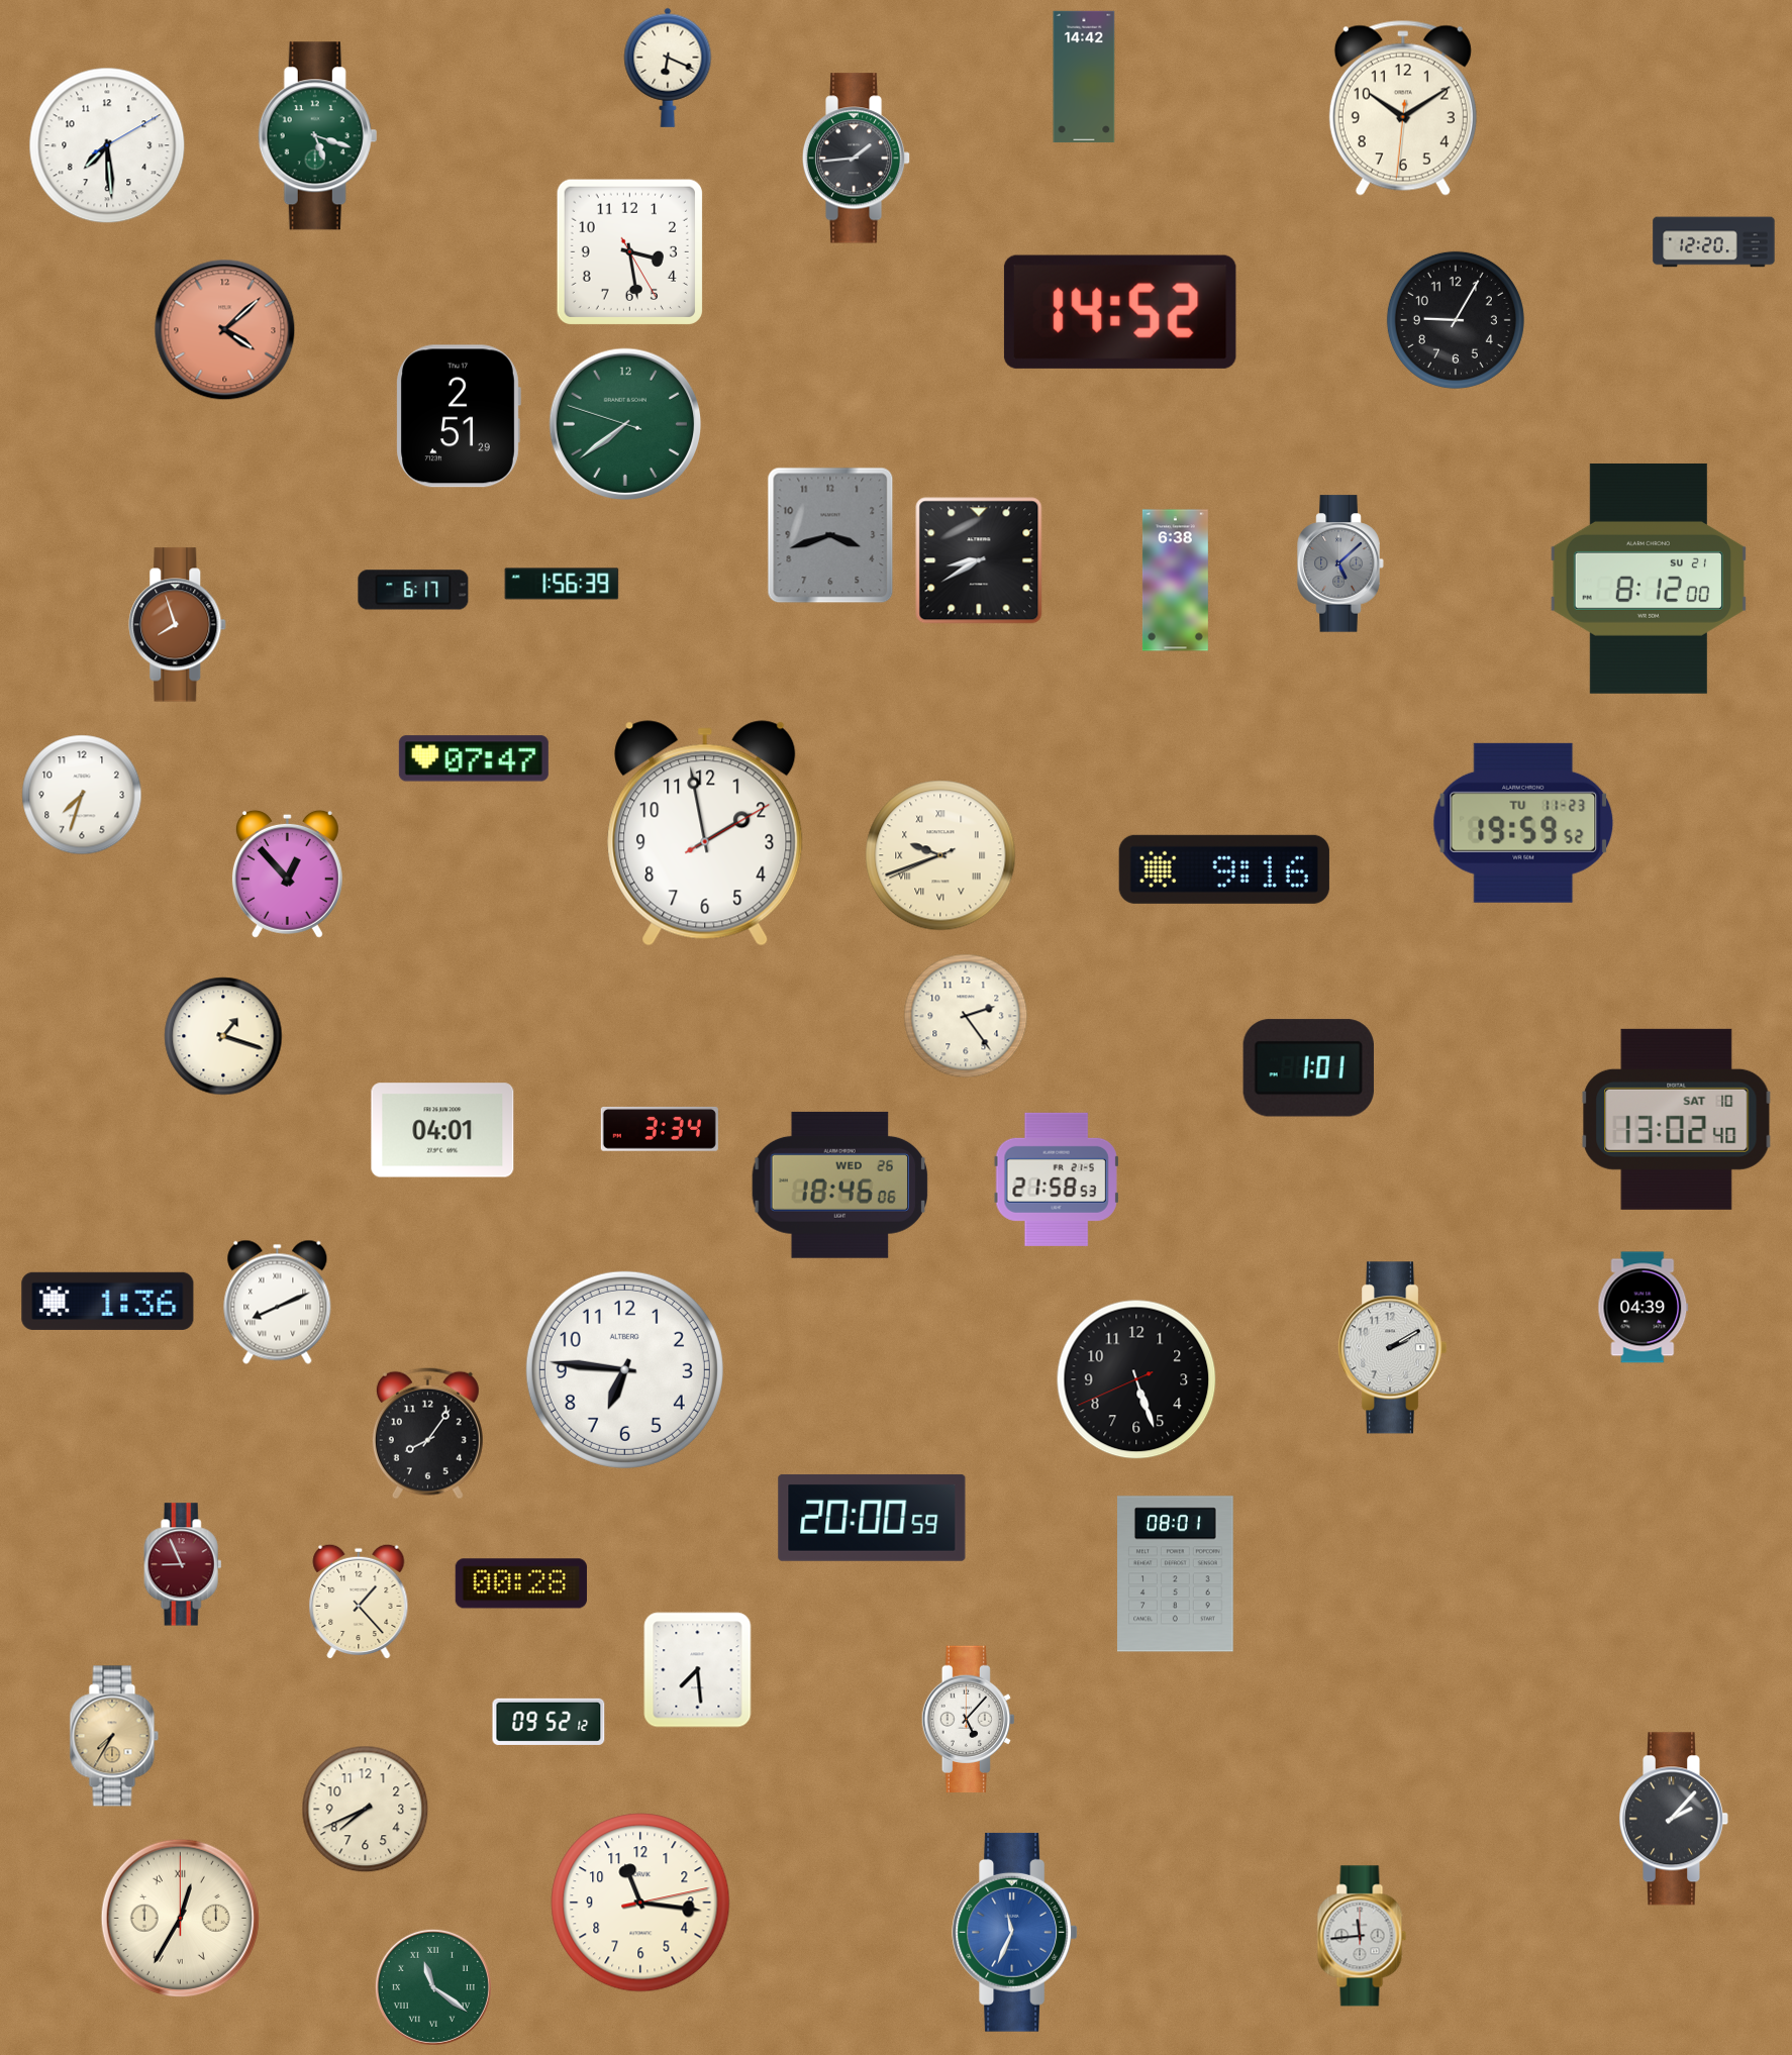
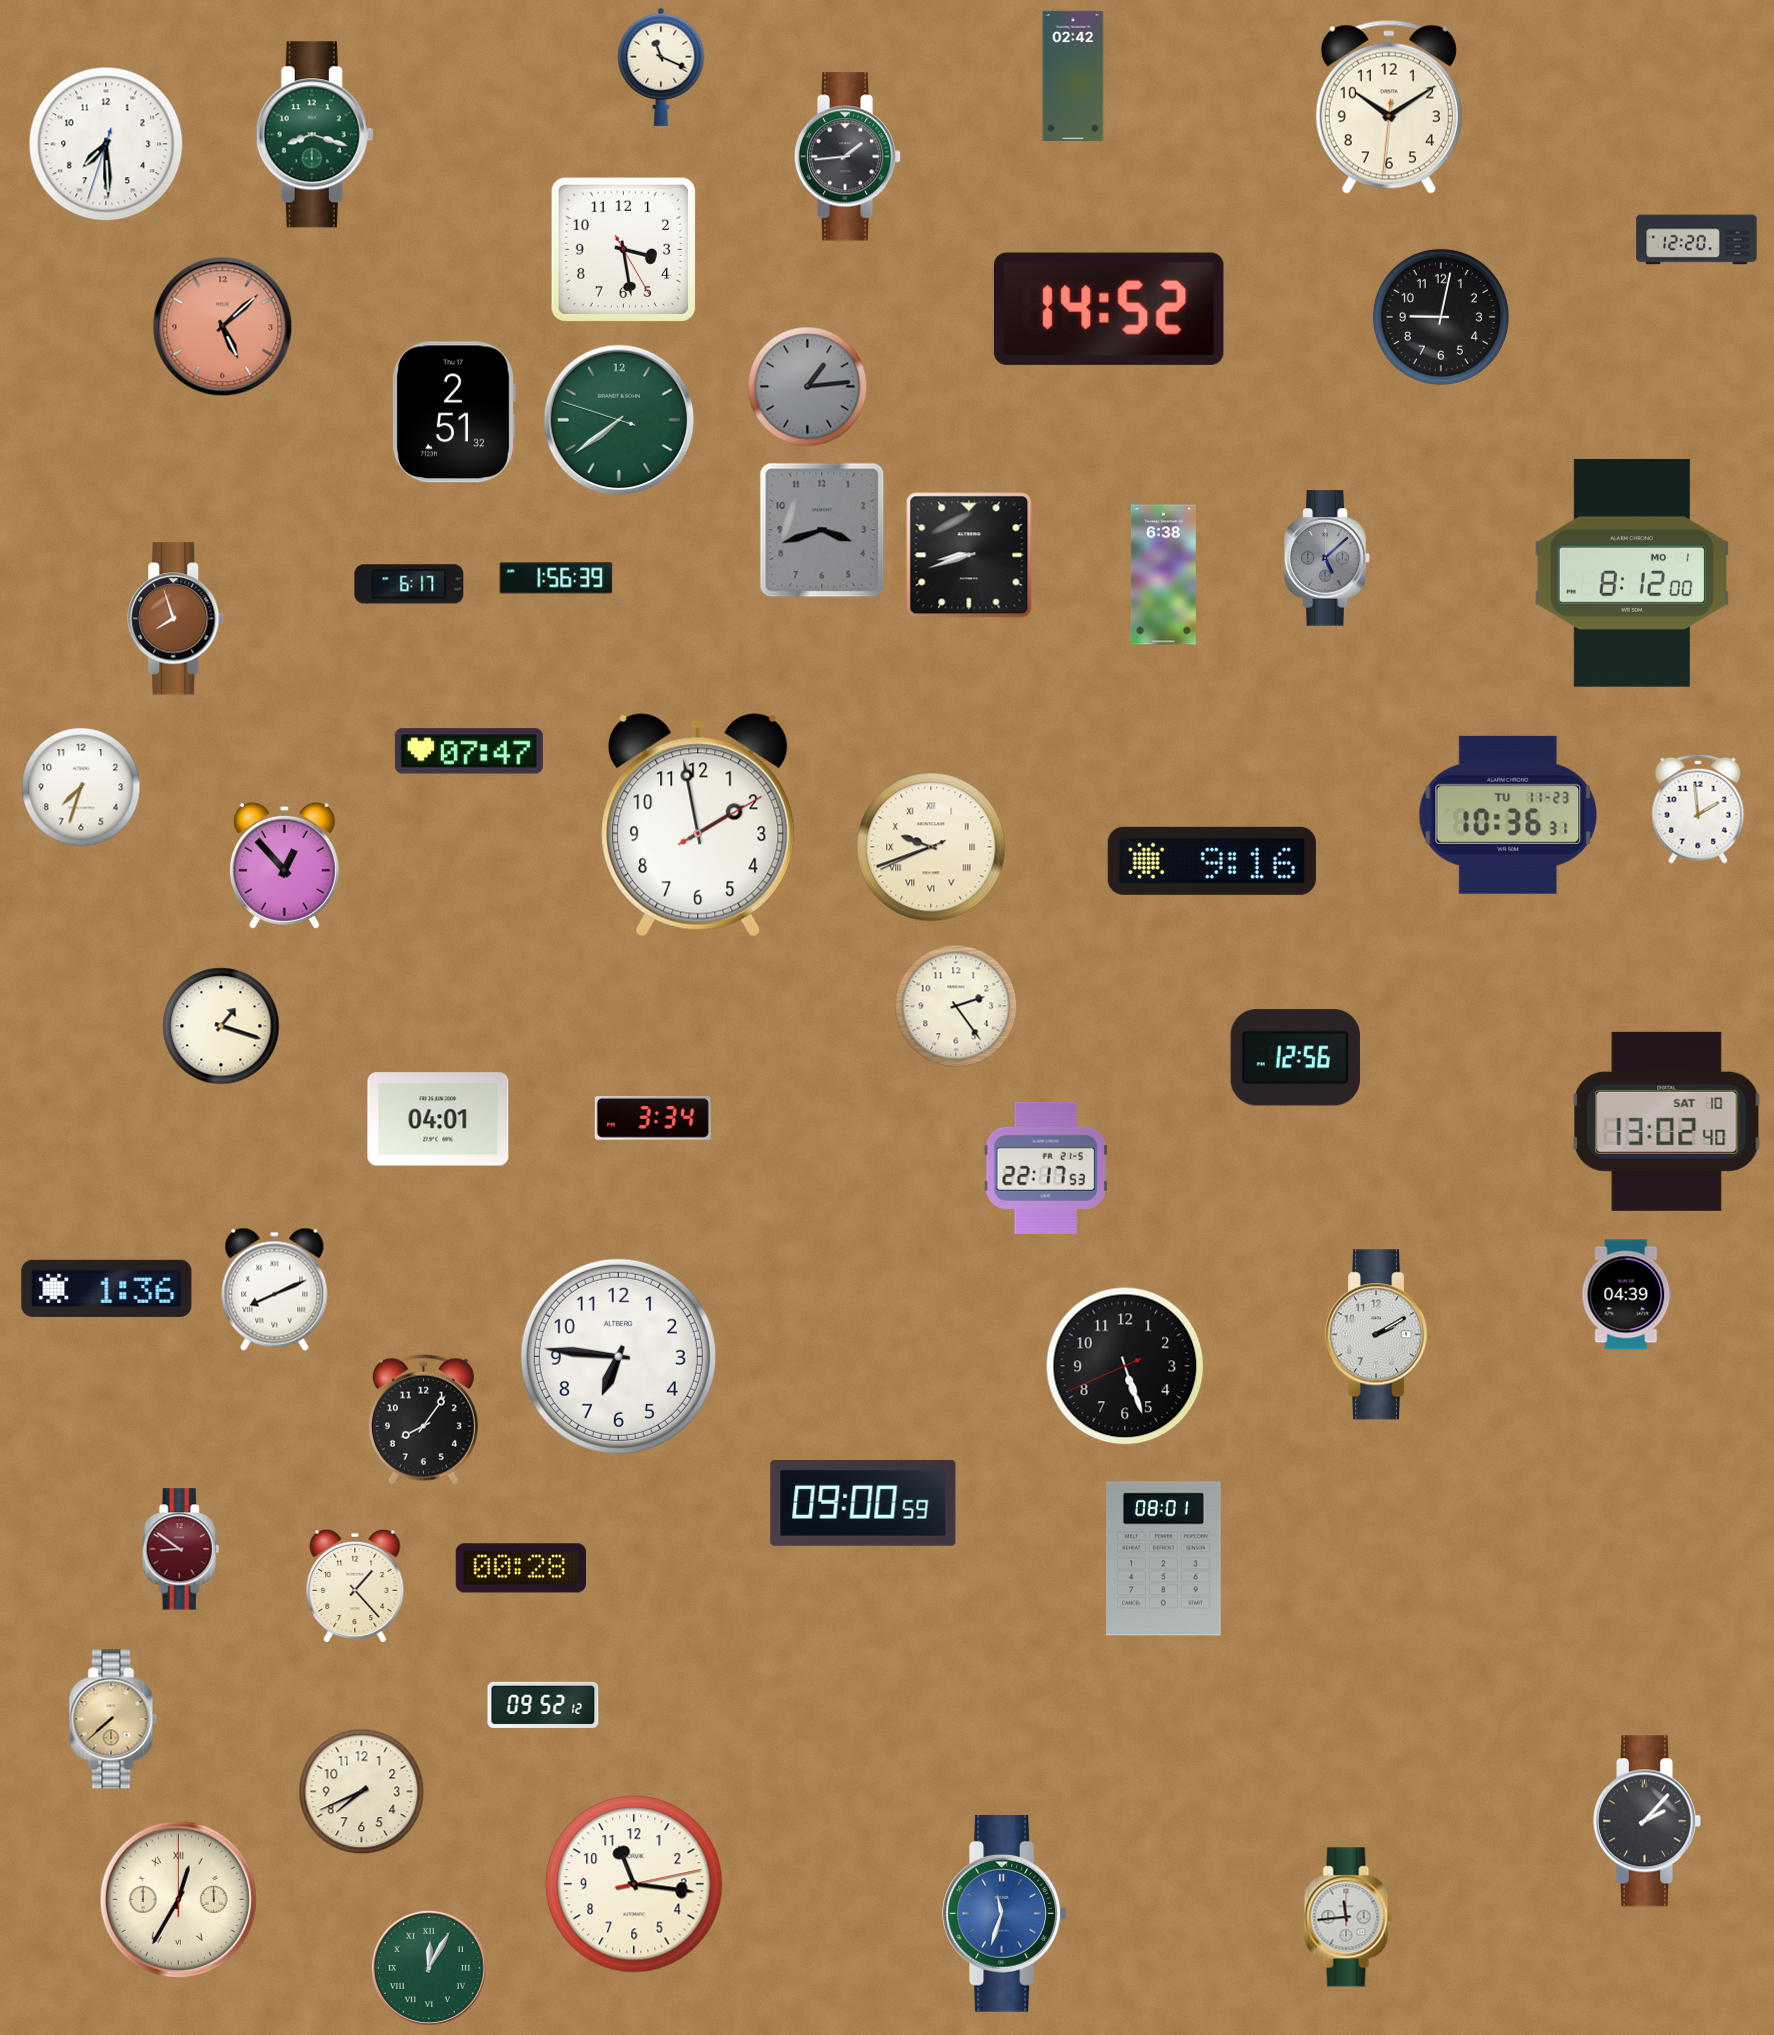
clock at (668, 68): 6:19 -> 11:19
clock at (1084, 77): 14:42 -> 02:42
clock at (318, 136): 5:18 -> 8:18
clock at (107, 145): 7:29:10 -> 7:29:33
clock at (1456, 320): 9:05 -> 9:02
clock at (225, 330): 4:08 -> 5:08
clock at (808, 387): none -> 1:14
clock at (459, 416): 2:51:29 -> 2:51:32
clock at (979, 560): 8:40 -> 8:42
clock at (1649, 579) date: SU 21 -> MO 1
clock at (1698, 809): none -> 1:59
clock at (1523, 823): 19:59 -> 10:36
clock at (1308, 1068): 1:01 -> 12:56
clock at (1677, 1119) position: (1677, 1119) -> (1667, 1121)
clock at (1057, 1179): 21:58 -> 22:17
clock at (840, 1185): 18:46 -> none
clock at (872, 1518): 20:00 -> 09:00
clock at (183, 1564): 8:56 -> 8:51
clock at (521, 1583) position: (521, 1583) -> (521, 1568)
clock at (698, 1670): 7:29 -> none
clock at (968, 1720): 5:07 -> none
clock at (114, 1736): 7:35 -> 7:38
clock at (1674, 1819) position: (1674, 1819) -> (1647, 1821)
clock at (1015, 1932): 11:34 -> 11:33
clock at (433, 1987): 11:21 -> 12:05
